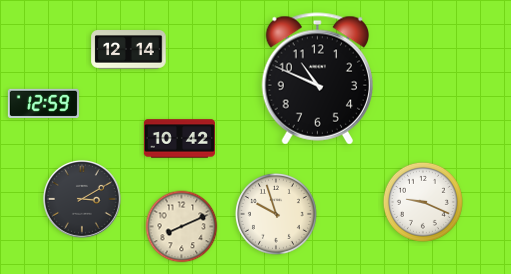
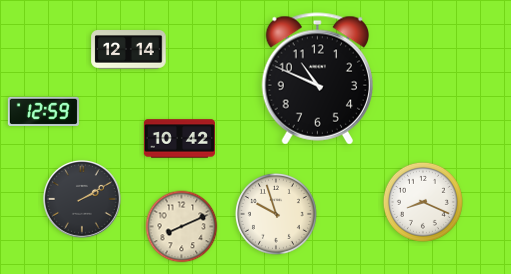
clock at (43, 103) position: (43, 103) -> (43, 111)
clock at (82, 199): 3:10 -> 2:10
clock at (423, 202): 9:19 -> 8:19
